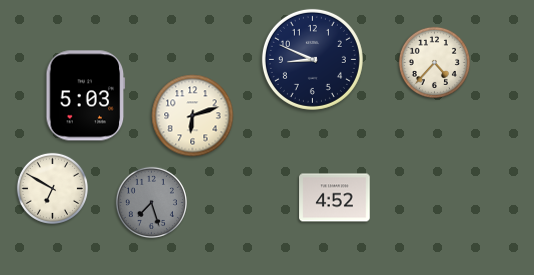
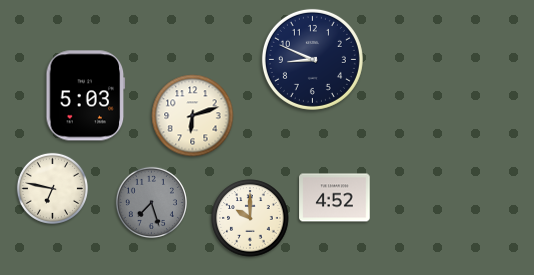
clock at (434, 62): 4:37 -> none
clock at (52, 188): 6:50 -> 6:47
clock at (250, 218): none -> 10:00
